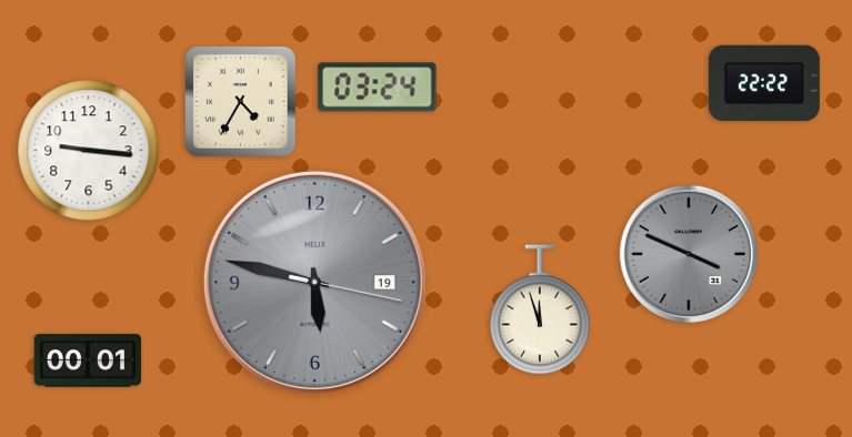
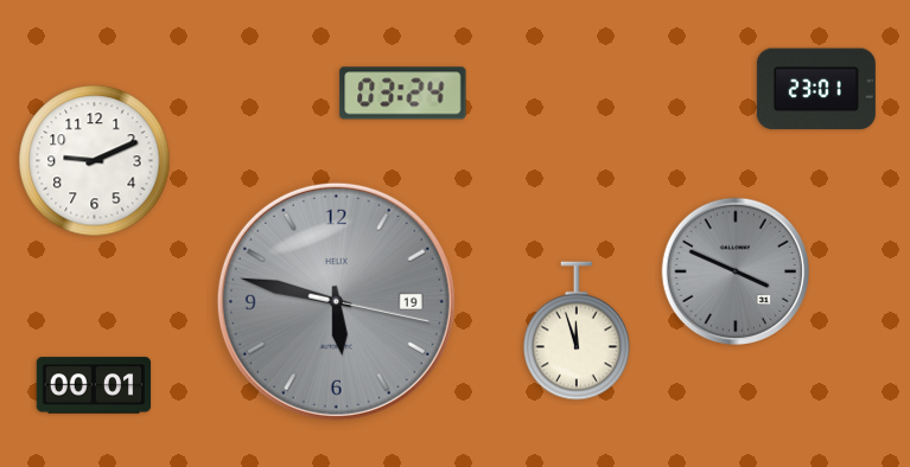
clock at (764, 83): 22:22 -> 23:01
clock at (241, 102): 4:35 -> none
clock at (89, 151): 9:16 -> 9:11
